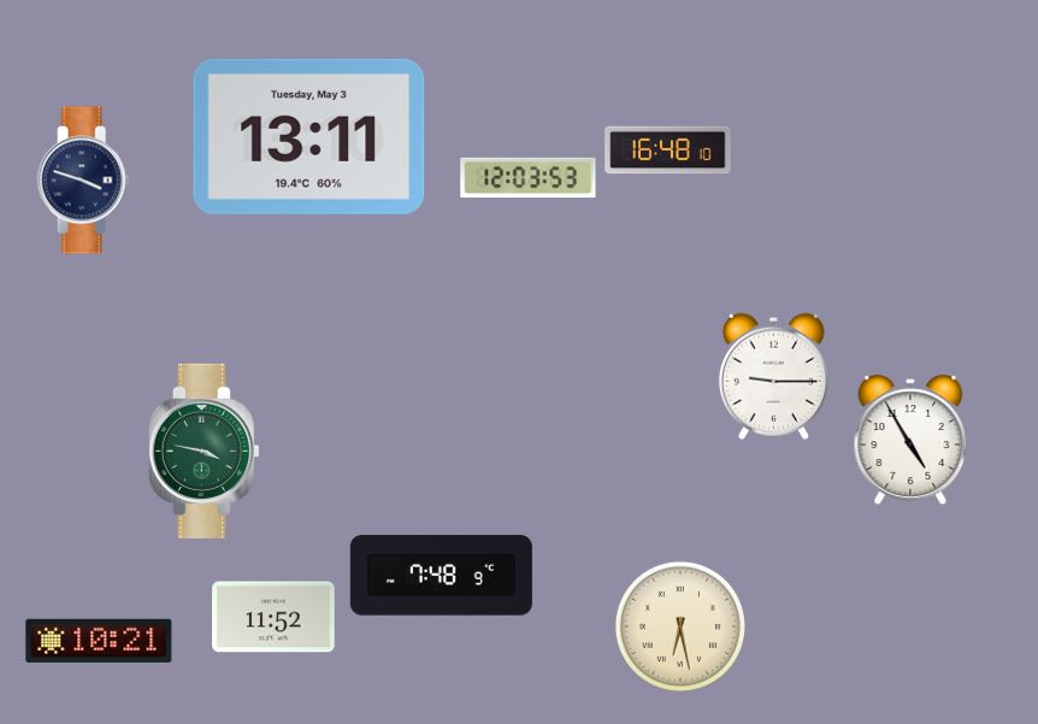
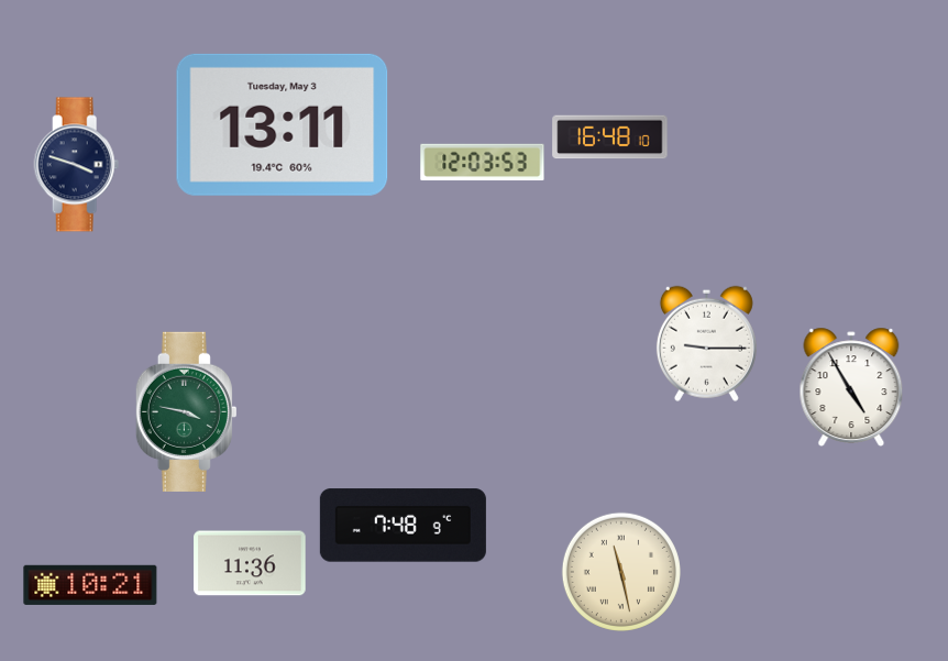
clock at (910, 440) position: (910, 440) -> (851, 387)
clock at (273, 617): 11:52 -> 11:36
clock at (680, 626): 6:28 -> 11:28
